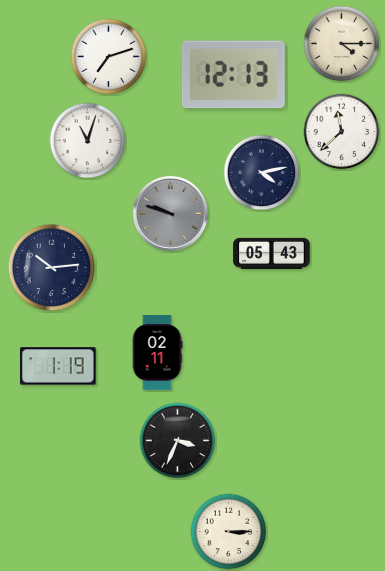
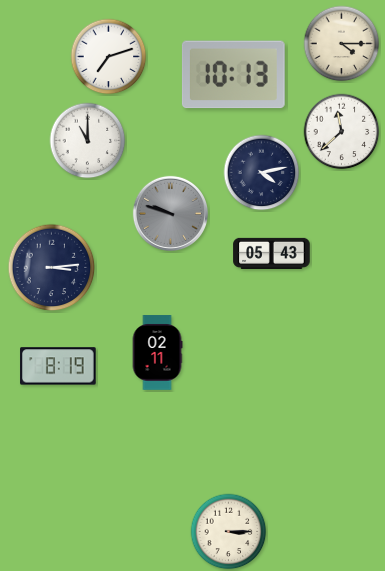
clock at (233, 75): 12:13 -> 10:13
clock at (88, 141): 11:03 -> 11:00
clock at (52, 268): 10:14 -> 3:14
clock at (58, 366): 1:19 -> 8:19
clock at (178, 441): 3:34 -> none
